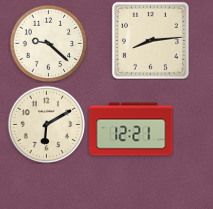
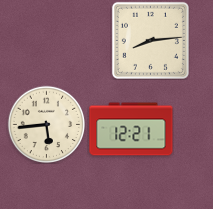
clock at (48, 43): 9:22 -> none
clock at (46, 124): 6:10 -> 5:44
